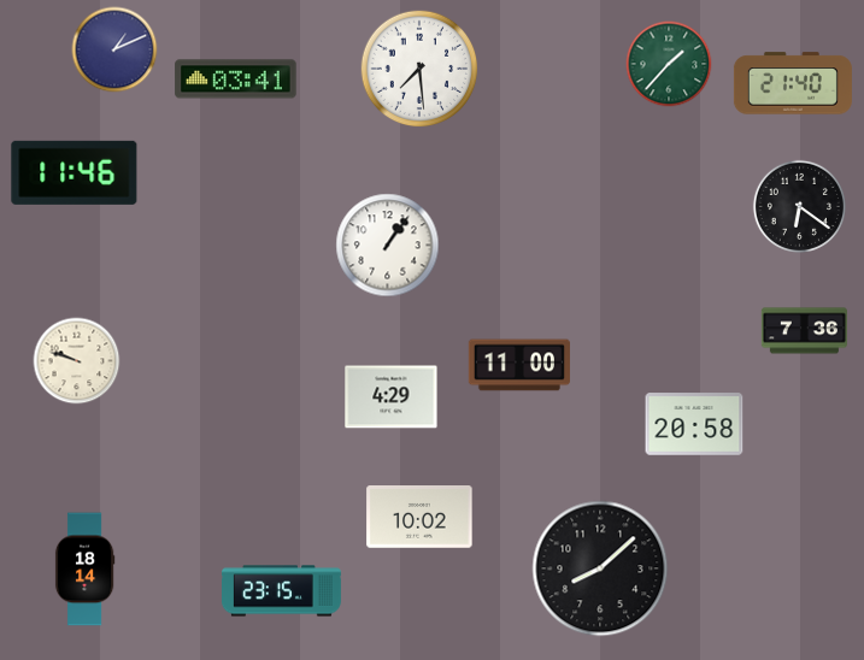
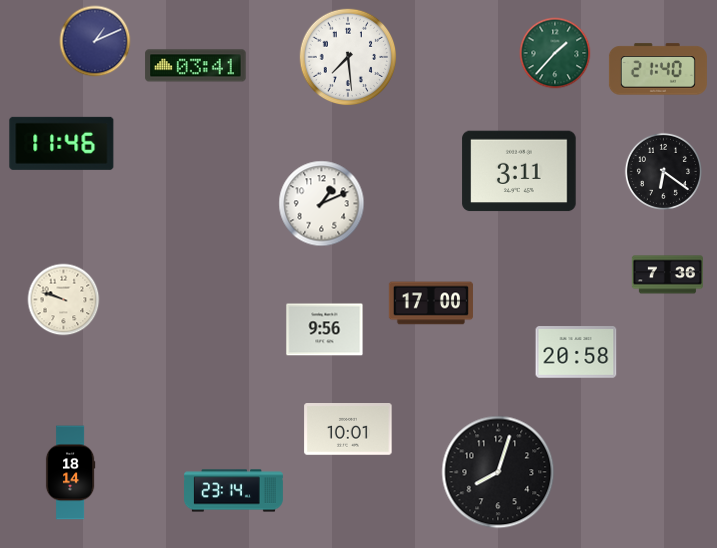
clock at (519, 171): none -> 3:11
clock at (388, 246): 1:06 -> 1:11
clock at (519, 365): 11:00 -> 17:00
clock at (392, 397): 4:29 -> 9:56
clock at (419, 518): 10:02 -> 10:01
clock at (600, 568): 8:08 -> 8:03
clock at (282, 591): 23:15 -> 23:14
